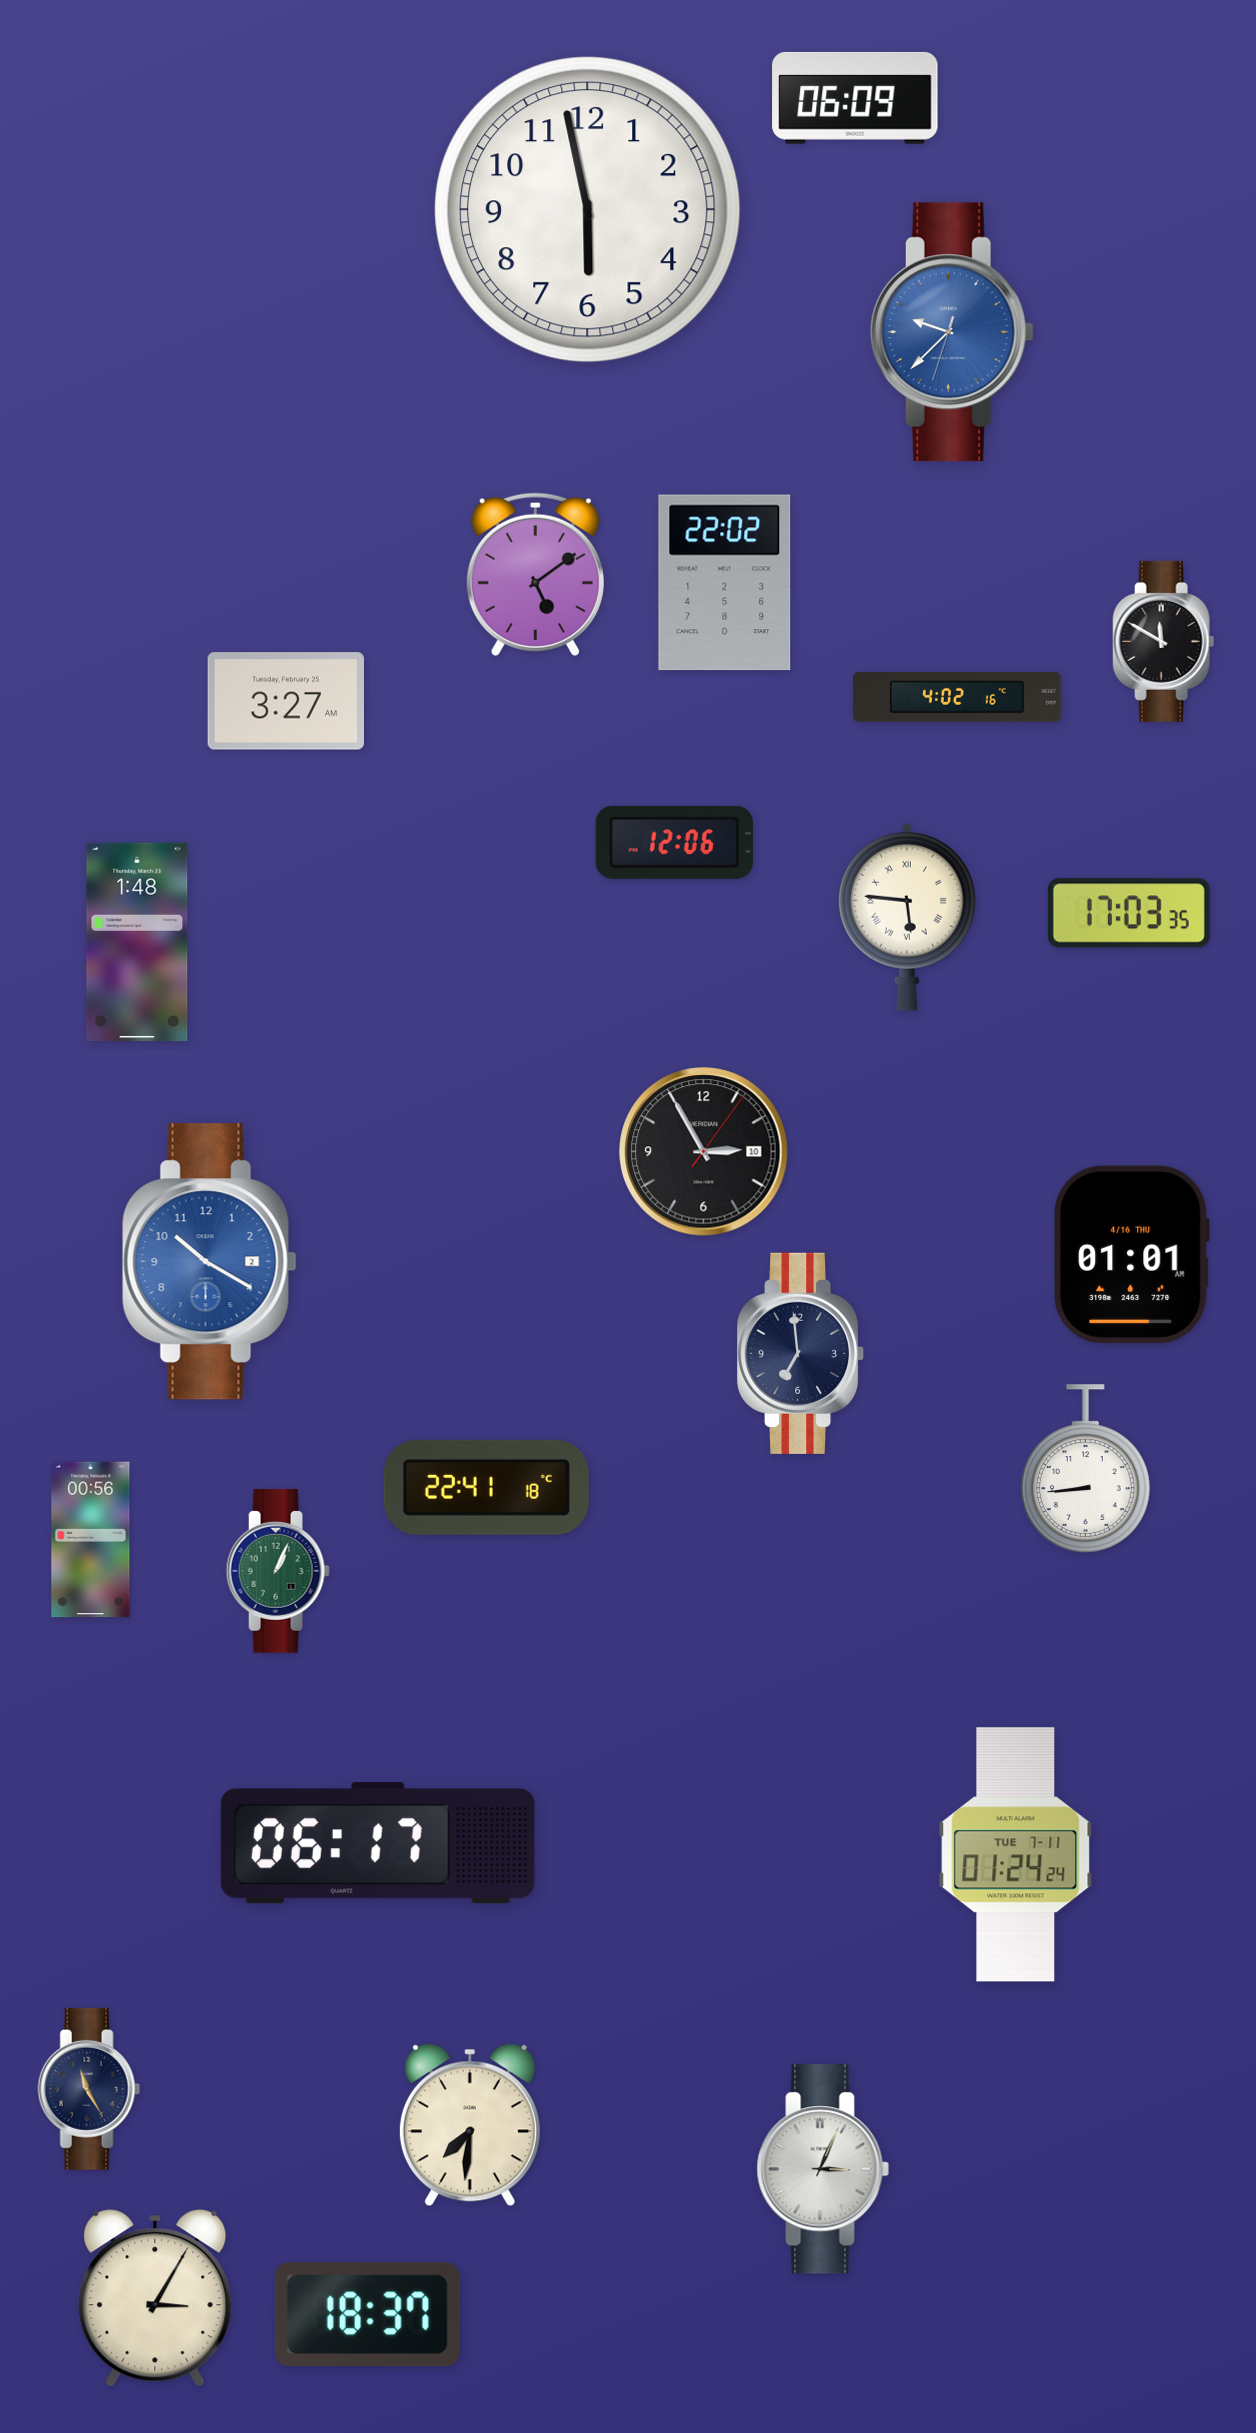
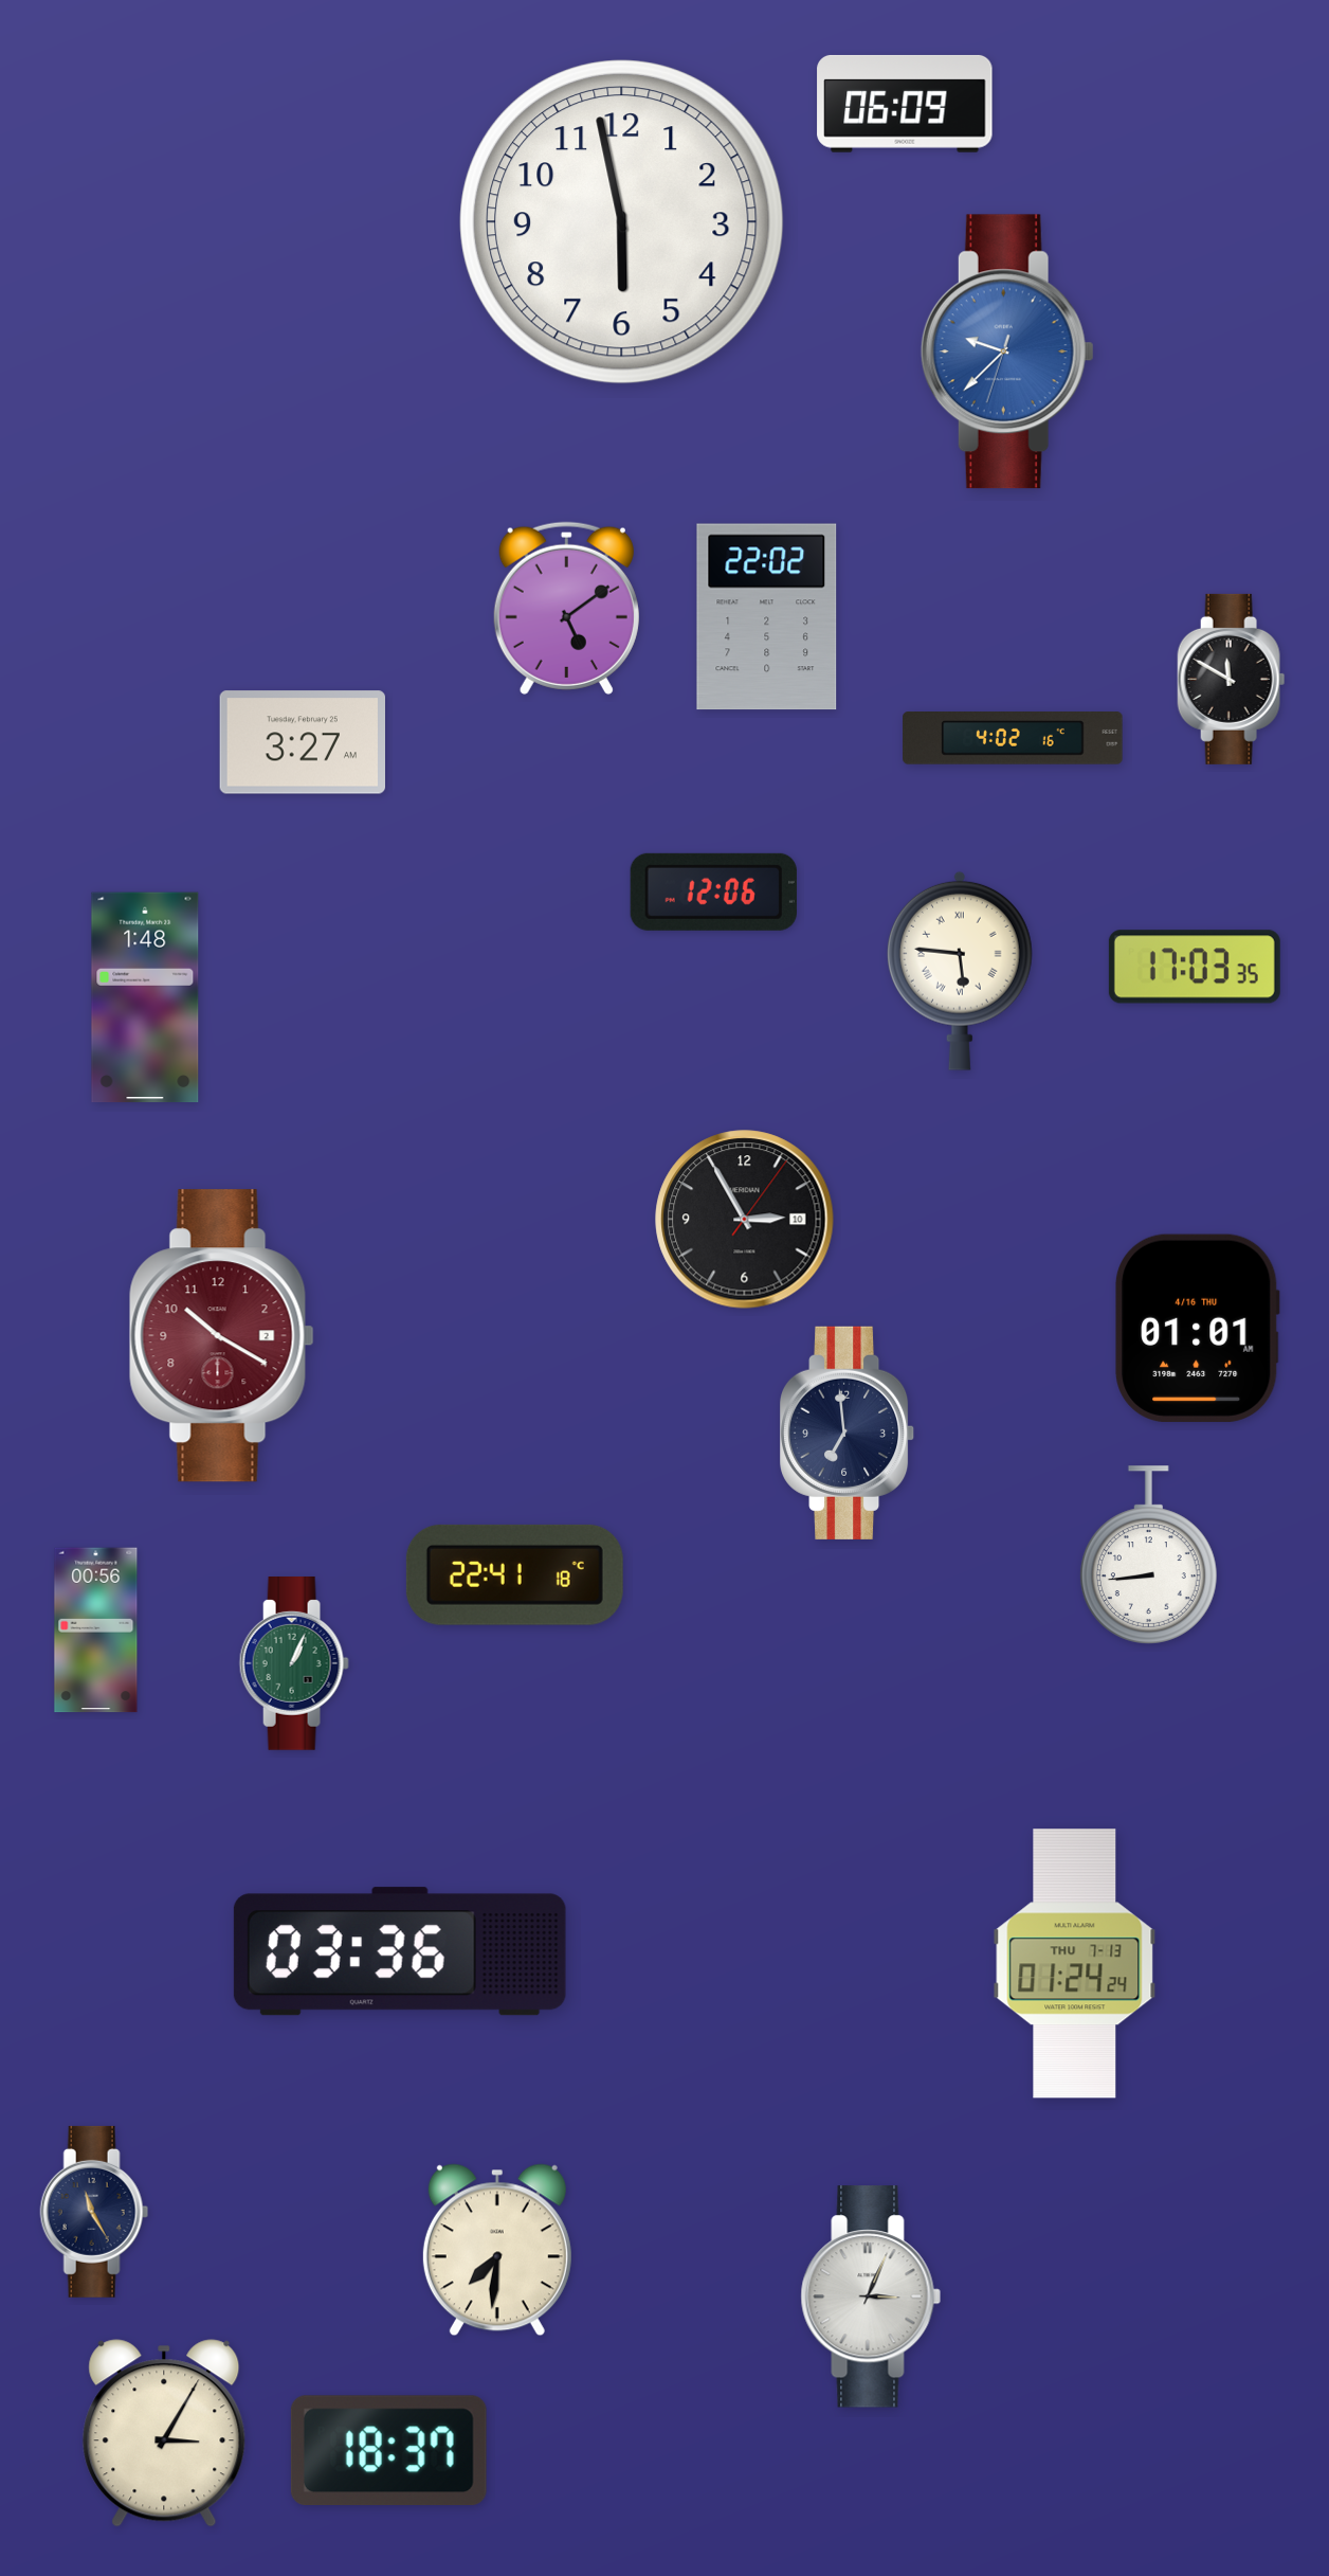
clock at (209, 1262) dial: blue -> burgundy
clock at (378, 1843): 06:17 -> 03:36
clock at (1016, 1855) date: TUE 7-11 -> THU 7-13
